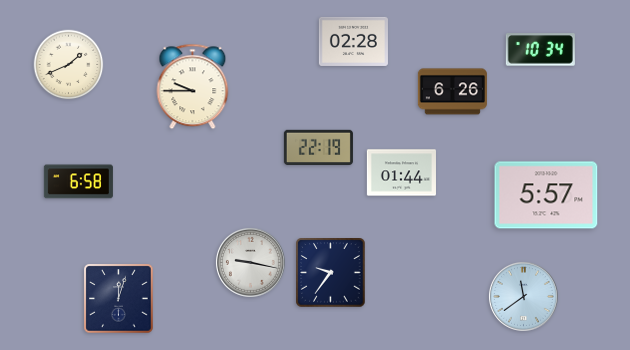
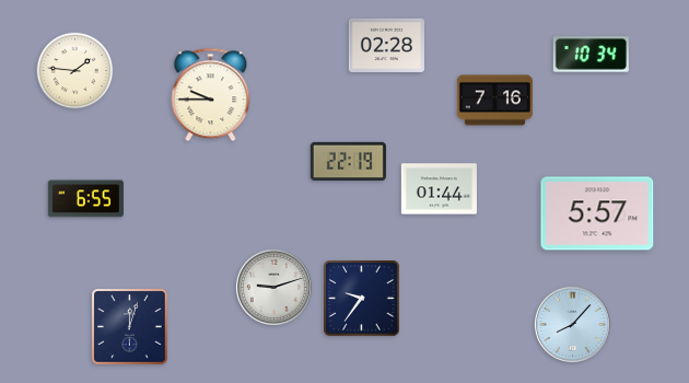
clock at (69, 65): 1:41 -> 1:46
clock at (452, 92): 6:26 -> 7:16
clock at (78, 182): 6:58 -> 6:55
clock at (250, 262): 9:17 -> 9:12
clock at (523, 296): 11:39 -> 8:07
